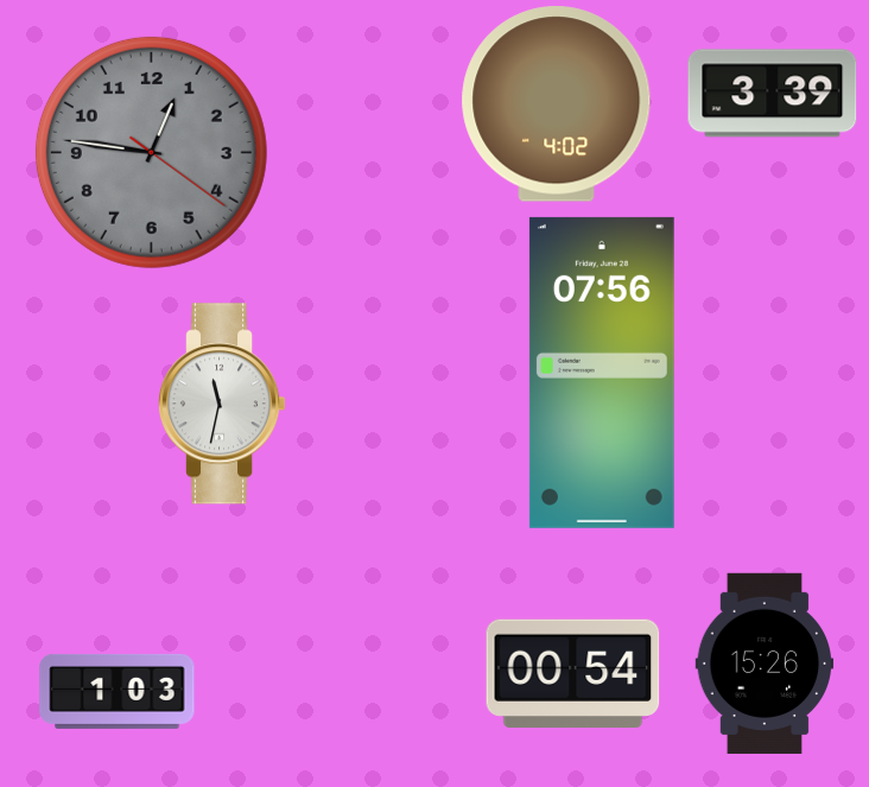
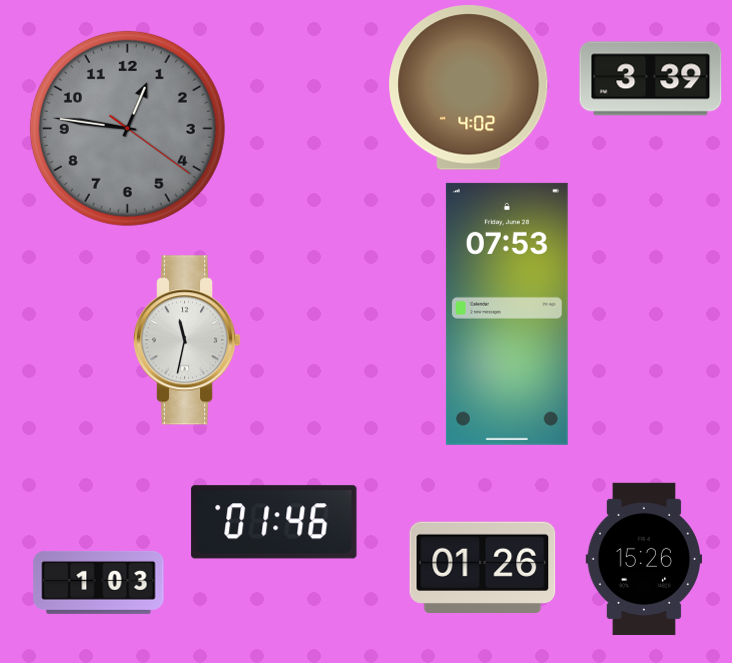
clock at (602, 373): 07:56 -> 07:53
clock at (274, 522): none -> 01:46
clock at (573, 673): 00:54 -> 01:26
